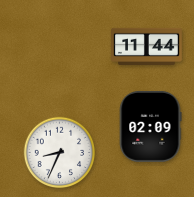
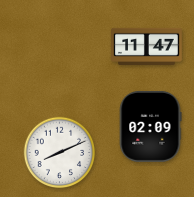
clock at (147, 46): 11:44 -> 11:47
clock at (60, 153): 8:34 -> 8:11
